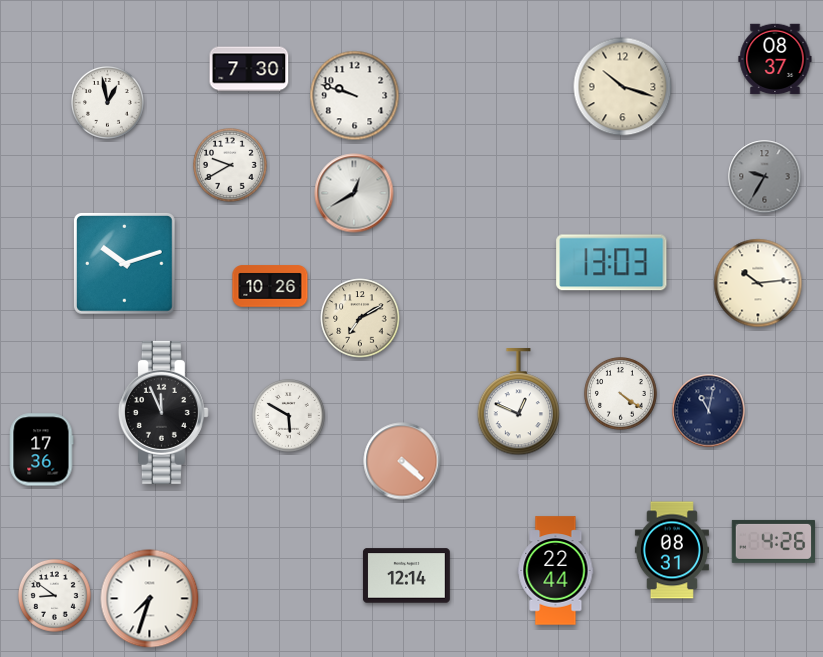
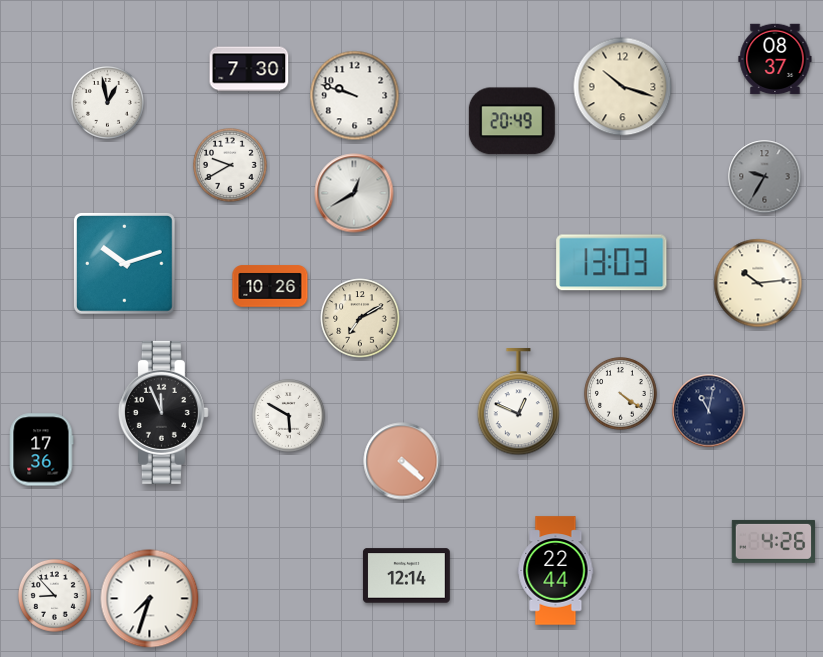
clock at (512, 121): none -> 20:49
clock at (672, 550): 08:31 -> none
clock at (55, 596): 8:51 -> 8:53
